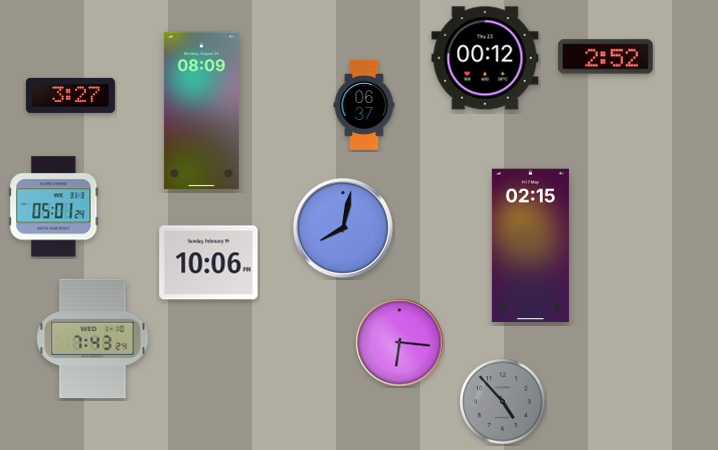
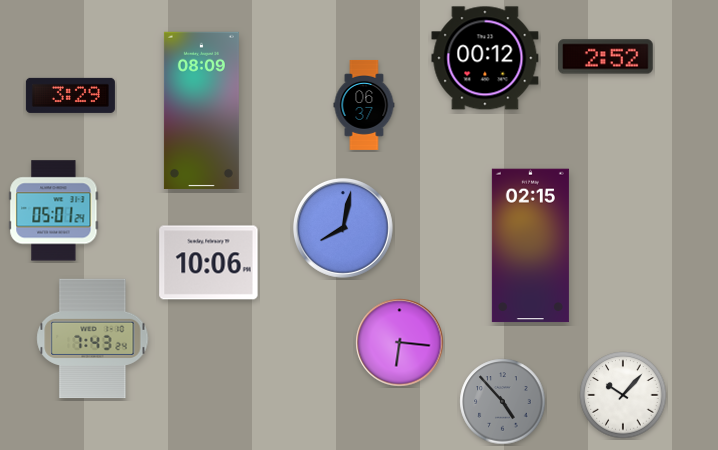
clock at (70, 95): 3:27 -> 3:29
clock at (54, 207) position: (54, 207) -> (54, 211)
clock at (623, 395): none -> 10:07
